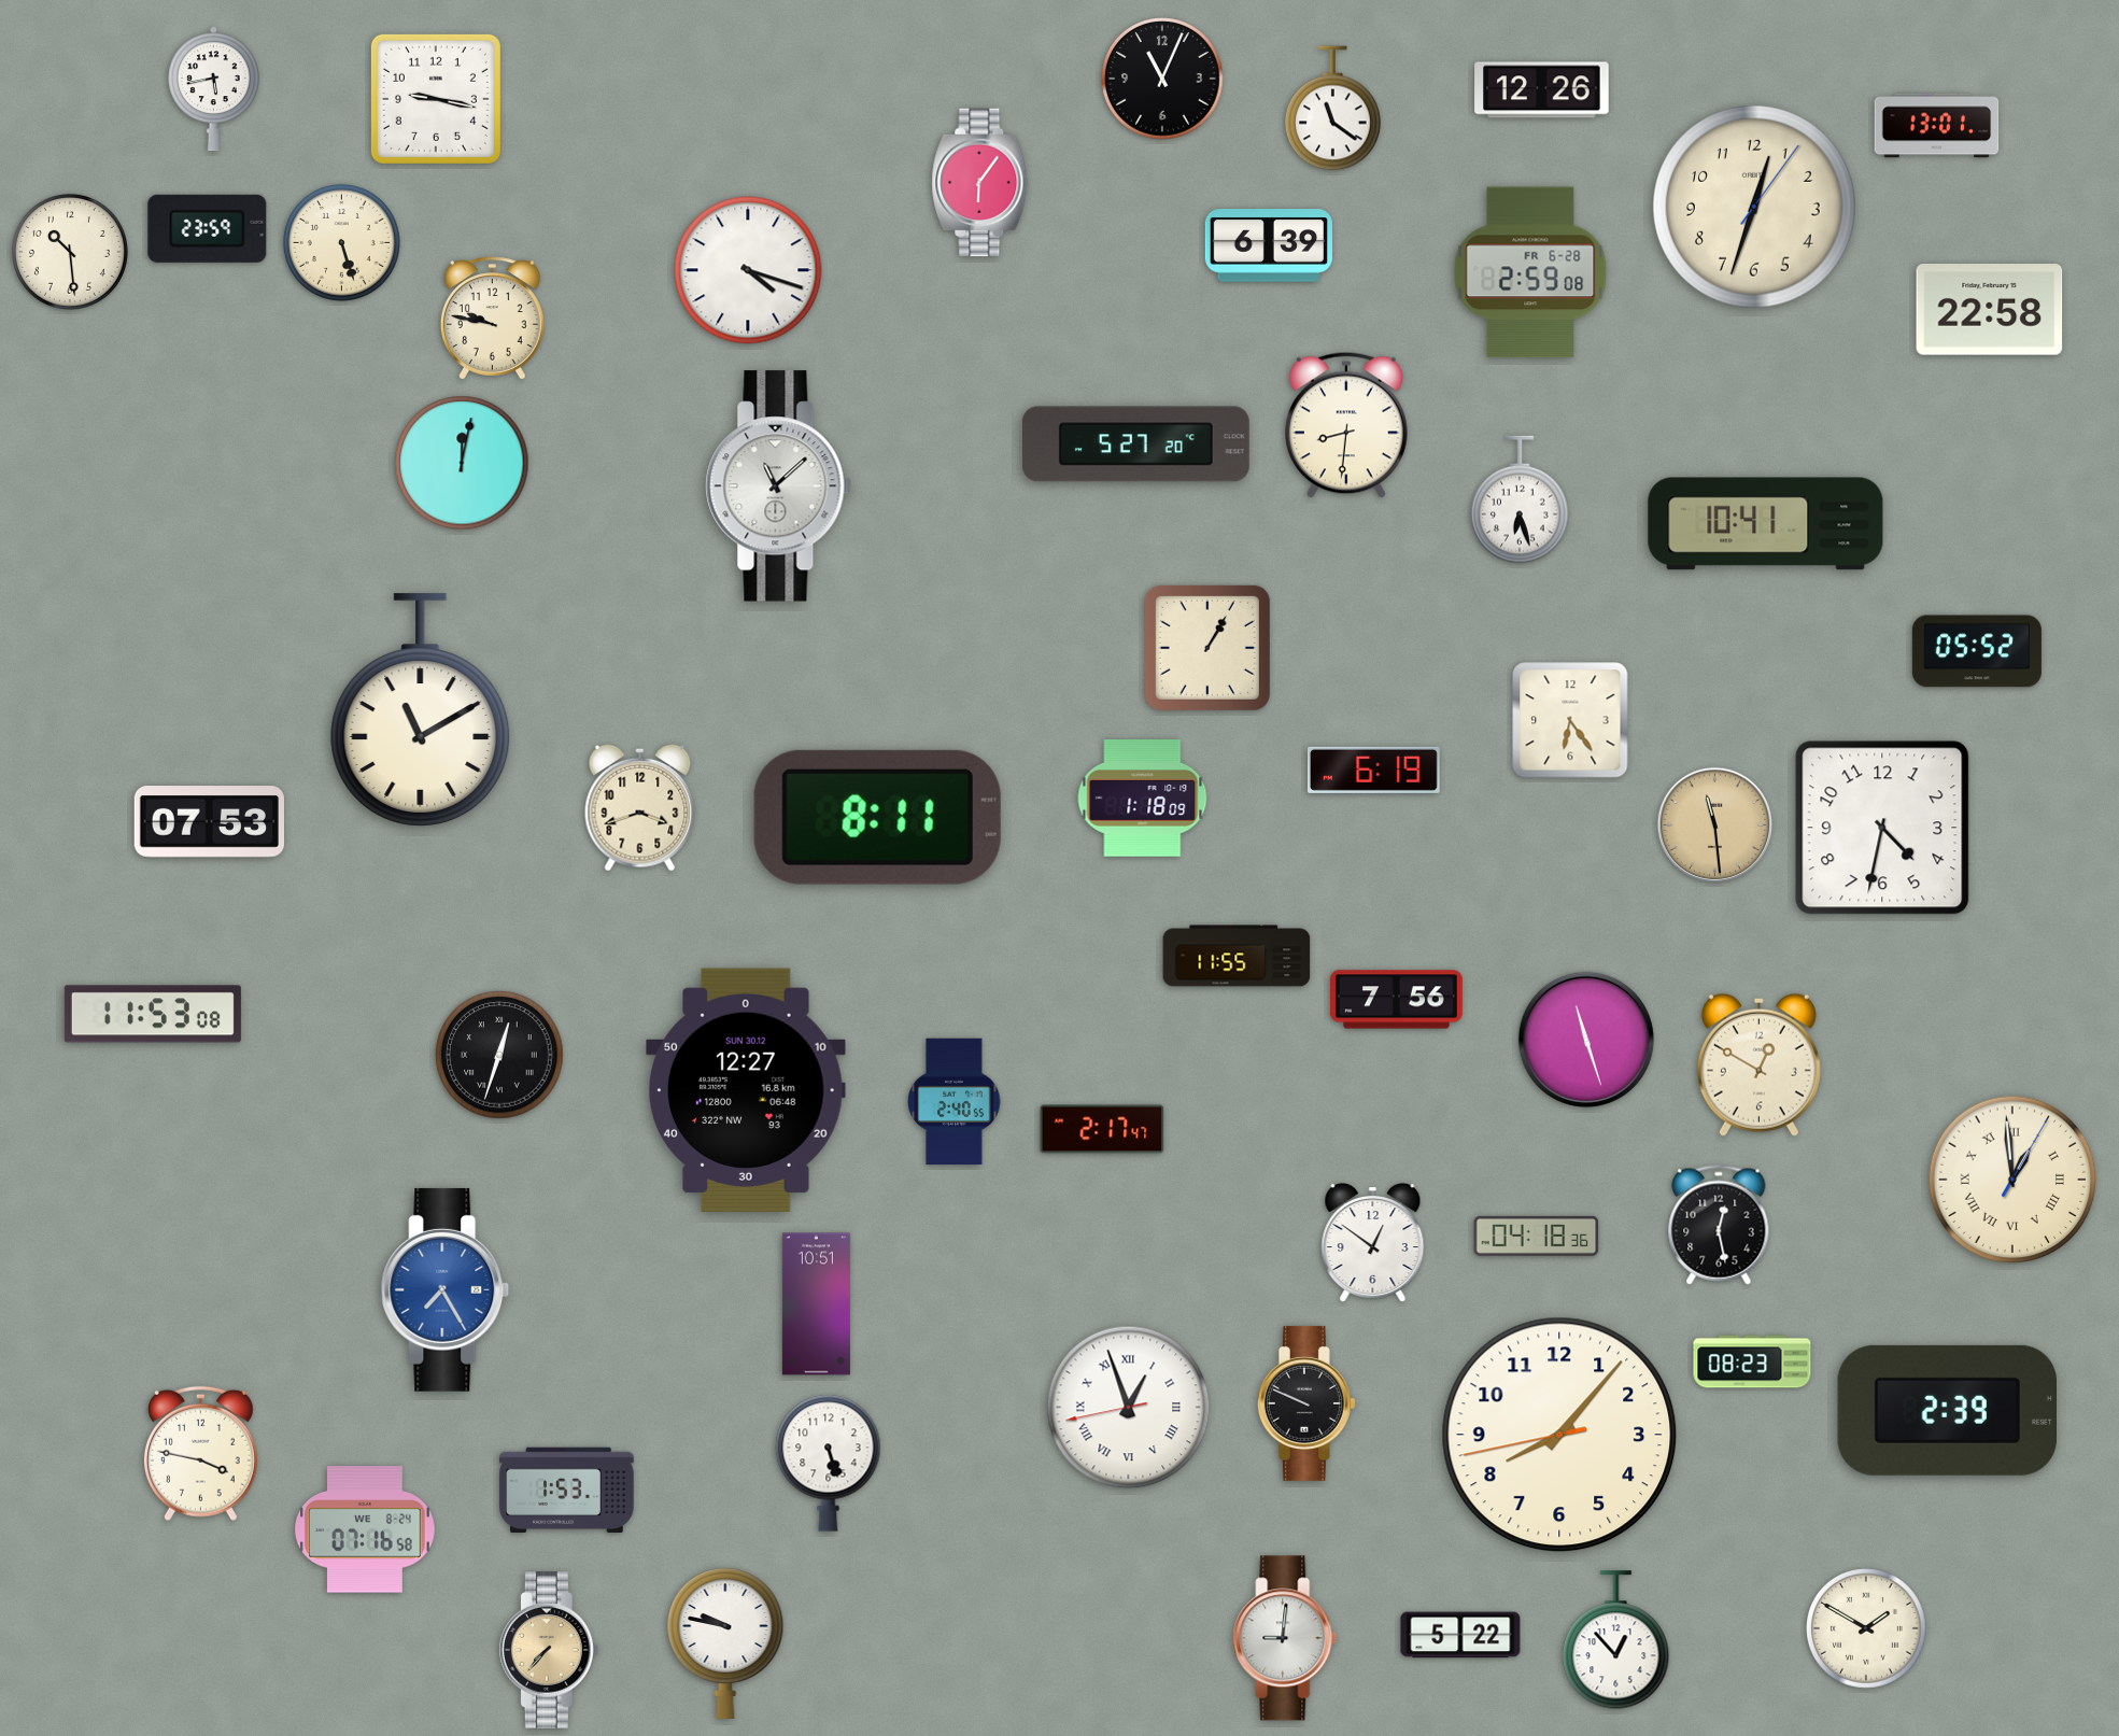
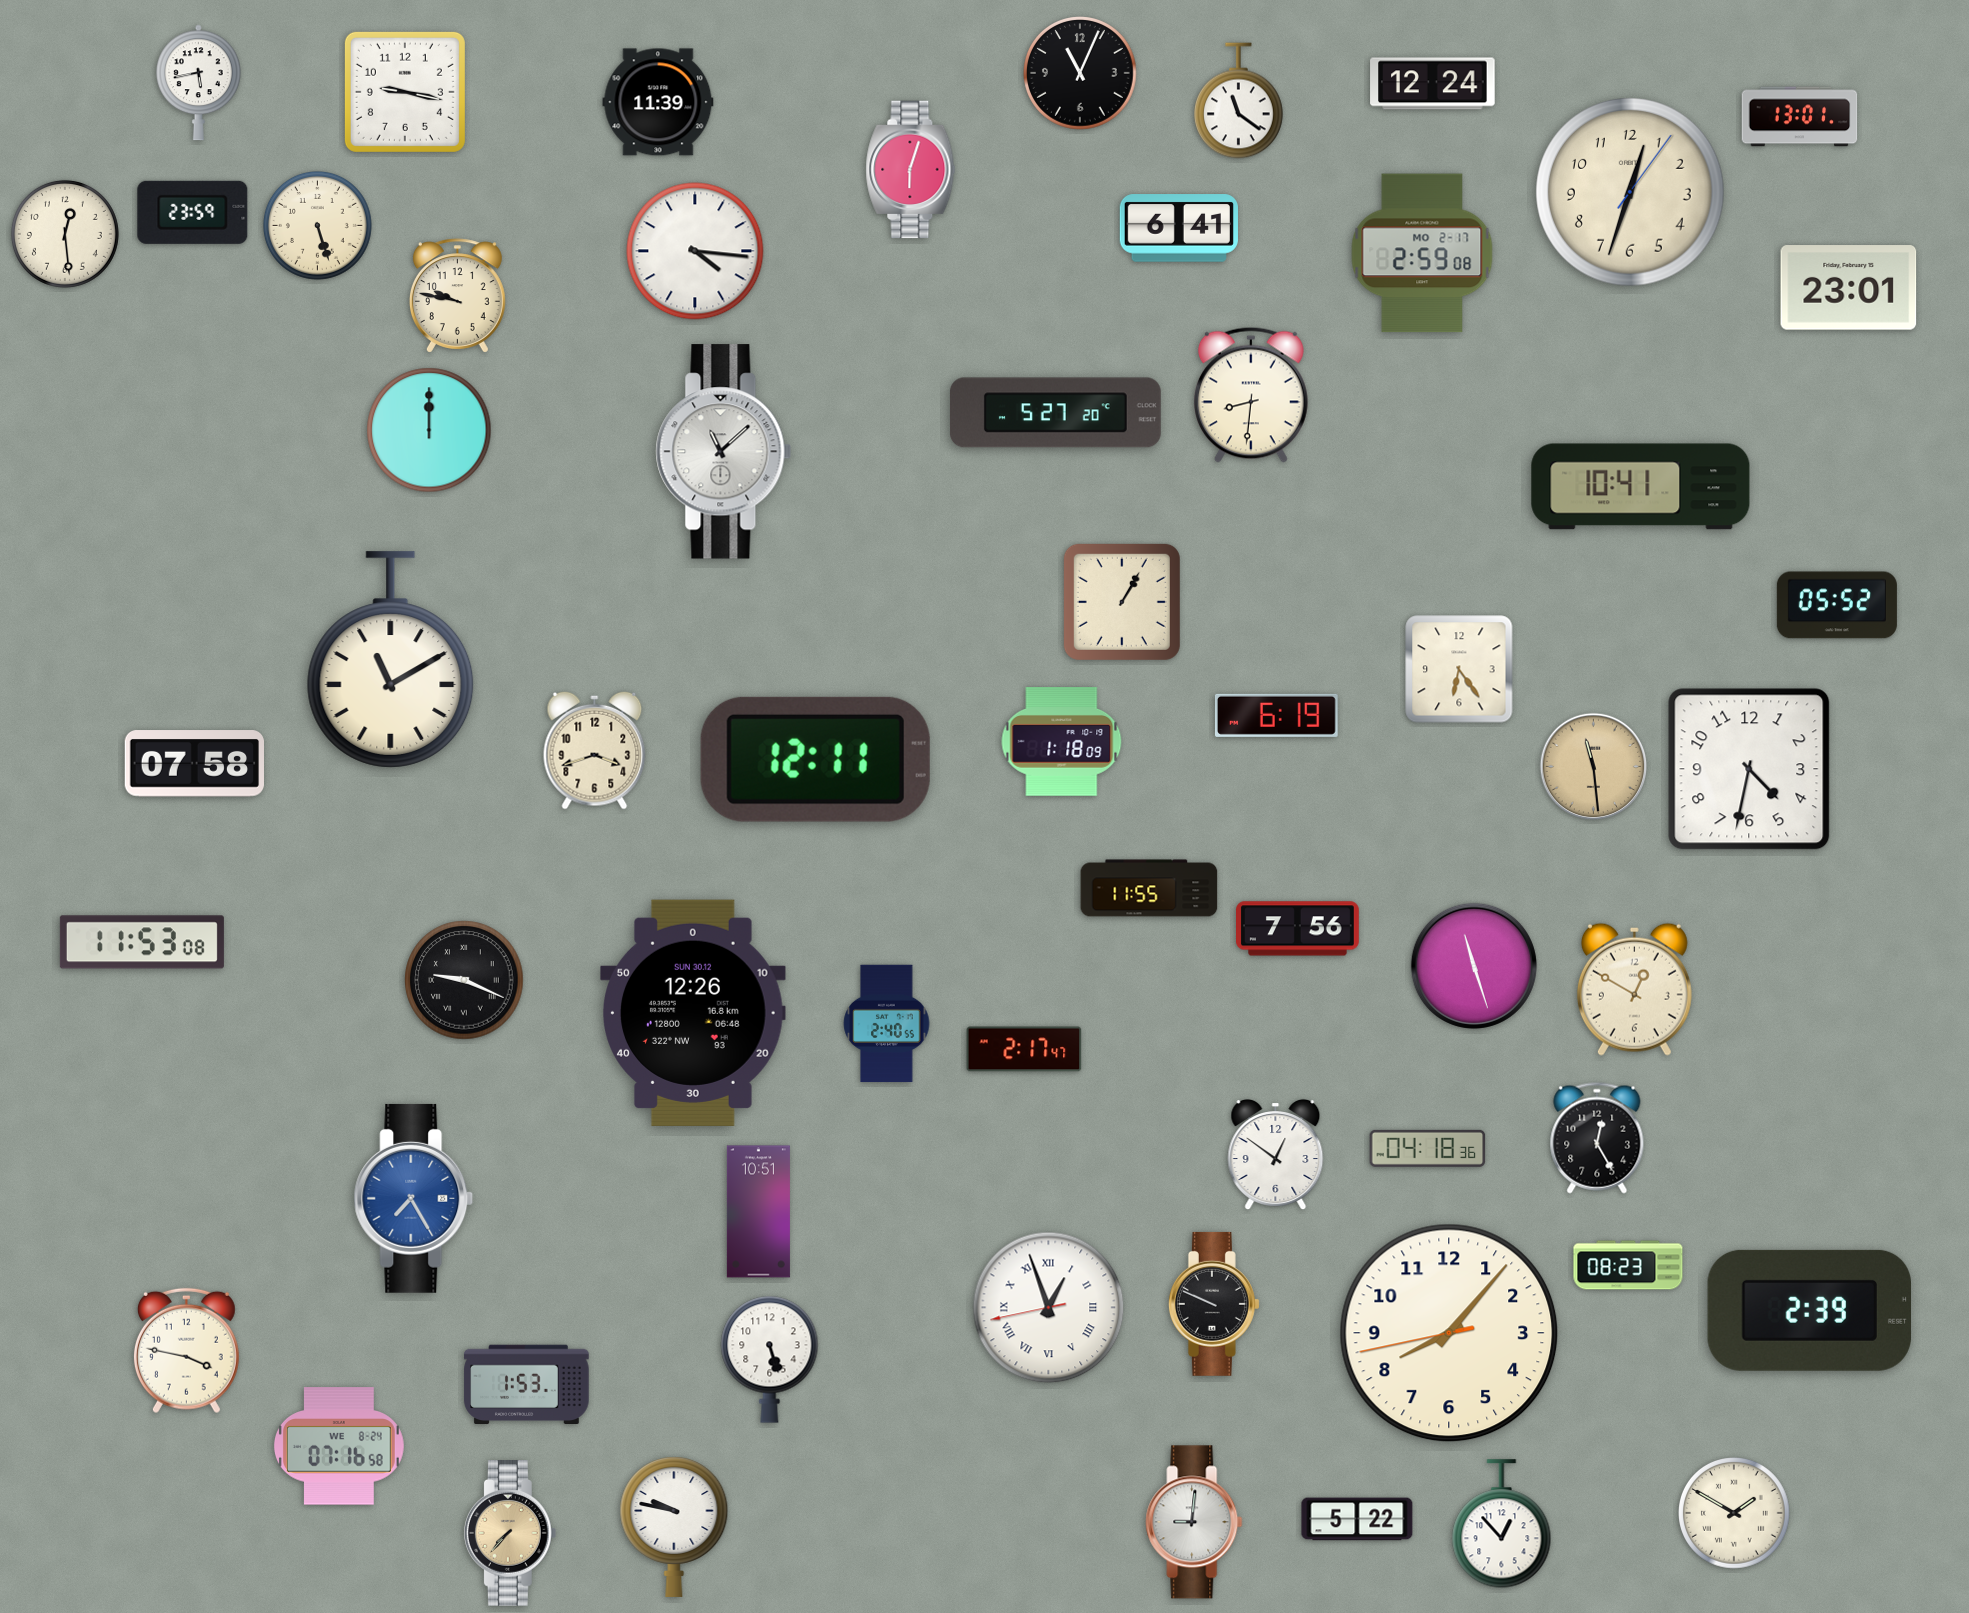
clock at (1542, 90): 12:26 -> 12:24
clock at (658, 102): none -> 11:39
clock at (980, 183): 6:06 -> 6:03
clock at (1269, 245): 6:39 -> 6:41
clock at (70, 252): 10:29 -> 12:29
clock at (748, 270): 4:18 -> 4:16
clock at (1530, 272) date: FR 6-28 -> MO 2-17
clock at (1990, 310): 22:58 -> 23:01
clock at (462, 463): 12:02 -> 12:00
clock at (1520, 499): 6:27 -> none
clock at (877, 817): 8:11 -> 12:11
clock at (209, 822): 07:53 -> 07:58
clock at (499, 1055): 12:33 -> 9:19
clock at (747, 1090): 12:27 -> 12:26
clock at (2012, 1180): 12:59 -> none
clock at (1719, 1225): 12:28 -> 12:25
clock at (365, 1529) position: (365, 1529) -> (339, 1446)
